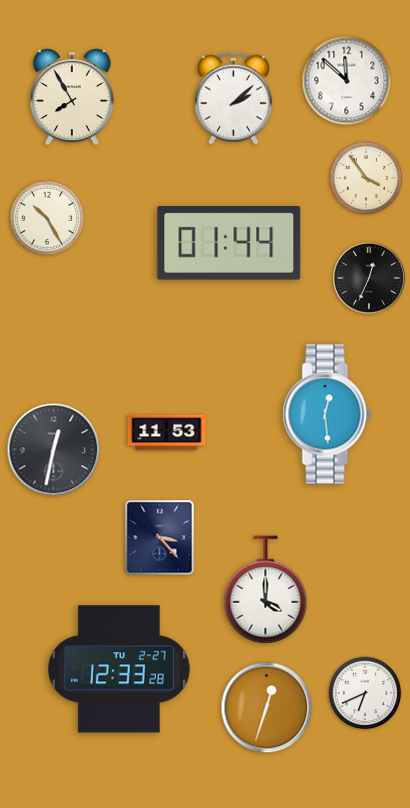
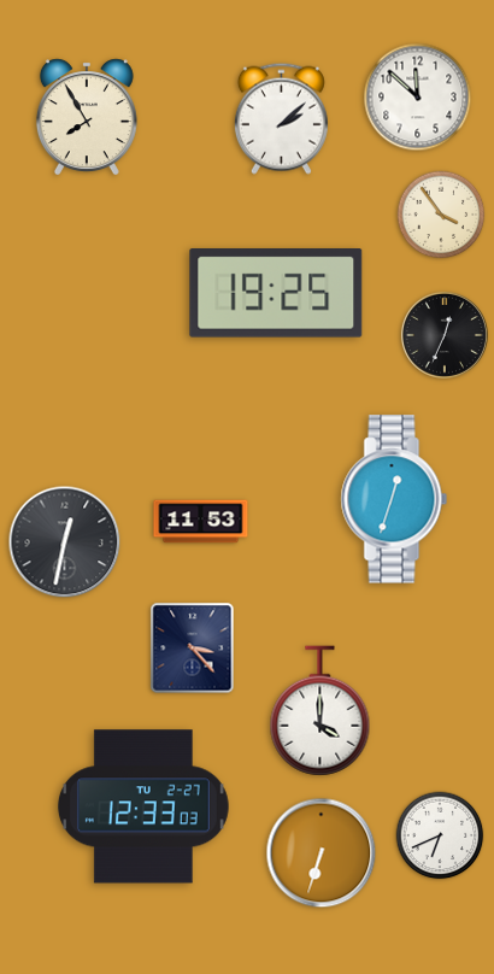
clock at (47, 218): 10:25 -> none
clock at (229, 244): 01:44 -> 19:25
clock at (327, 414): 12:29 -> 12:33
clock at (119, 669): 12:33:28 -> 12:33:03
clock at (267, 708): 12:33 -> 6:33
